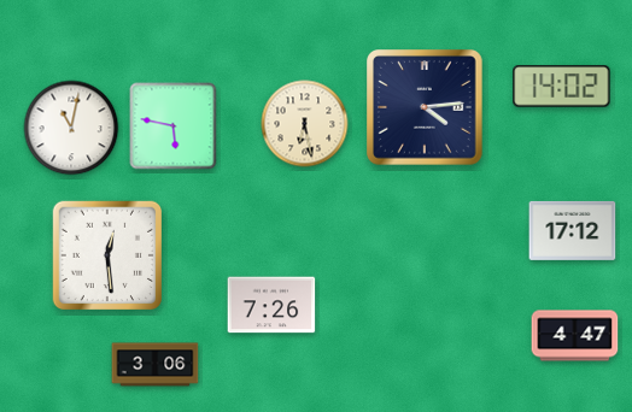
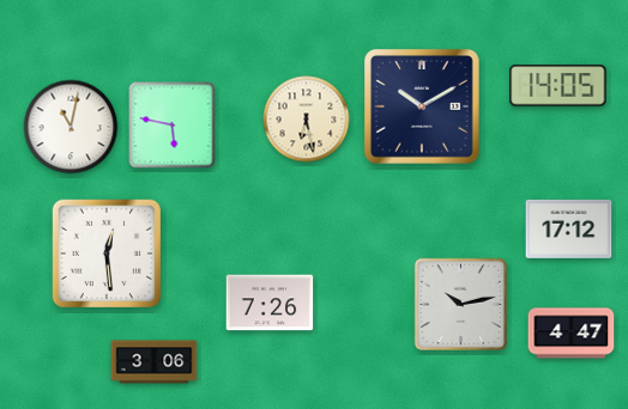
clock at (562, 87): 14:02 -> 14:05
clock at (426, 108): 4:14 -> 10:10
clock at (305, 124) position: (305, 124) -> (307, 120)
clock at (460, 304): none -> 10:13
